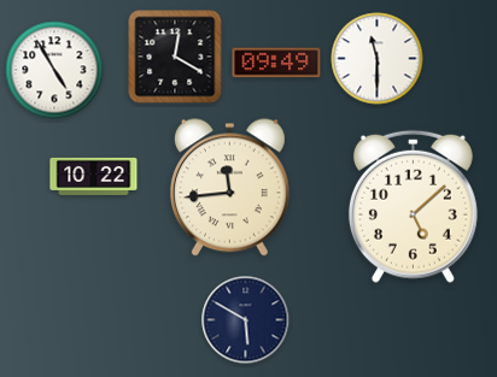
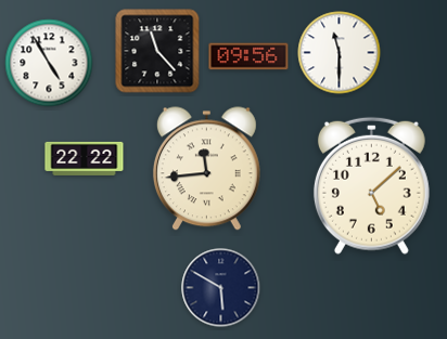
clock at (175, 57): 12:20 -> 11:23
clock at (276, 63): 09:49 -> 09:56
clock at (94, 176): 10:22 -> 22:22
